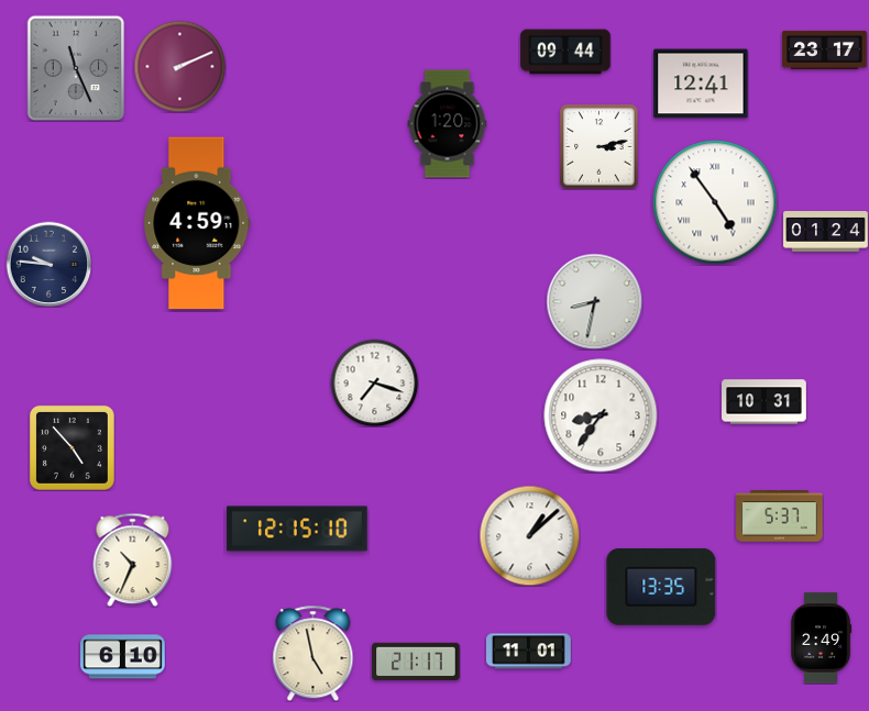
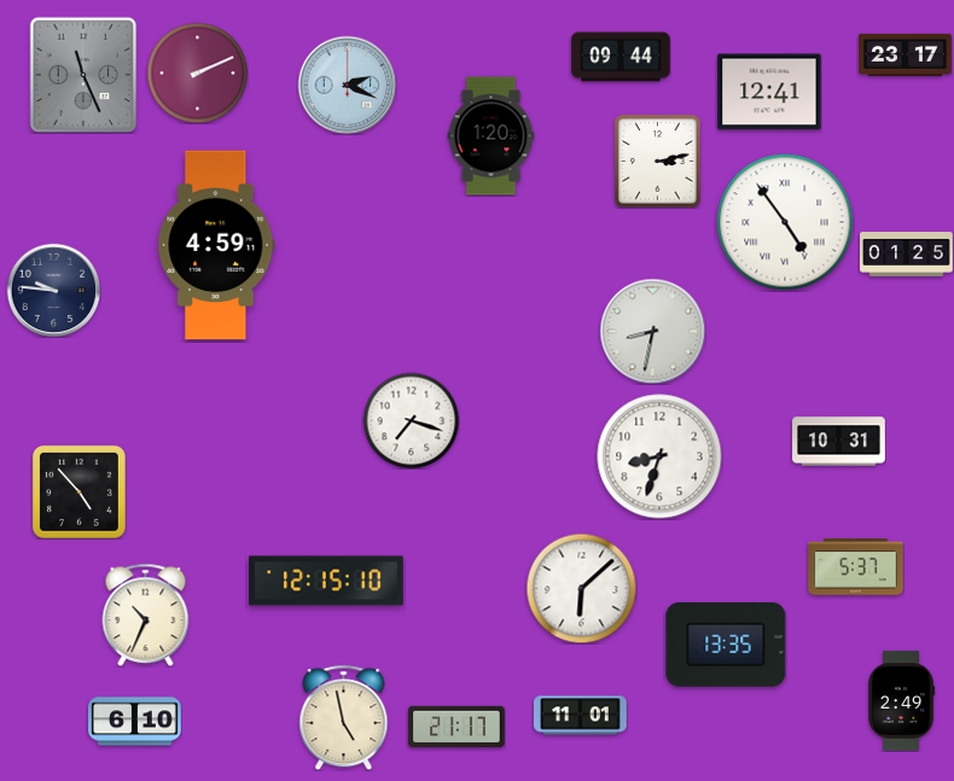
clock at (347, 84): none -> 2:19
clock at (826, 232): 01:24 -> 01:25
clock at (601, 415): 8:36 -> 8:33
clock at (529, 535): 1:08 -> 6:08
